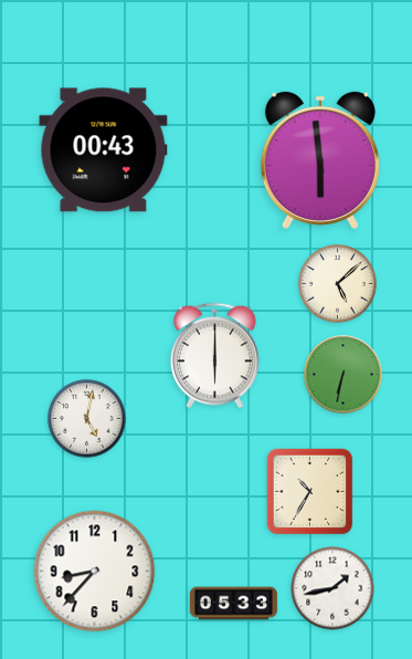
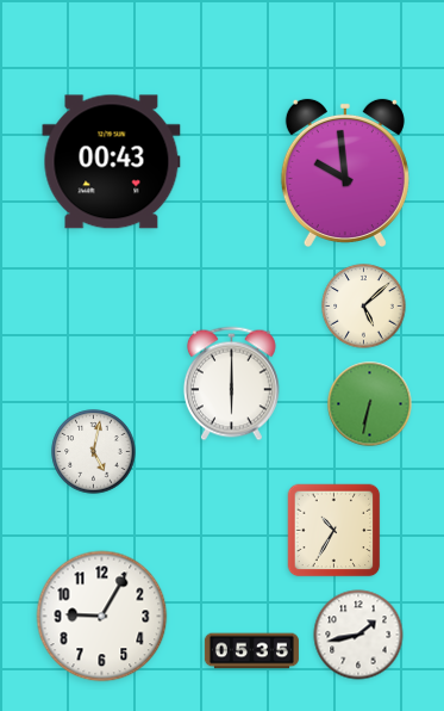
clock at (320, 159): 5:59 -> 9:59
clock at (95, 572): 8:37 -> 9:05
clock at (233, 604): 05:33 -> 05:35
